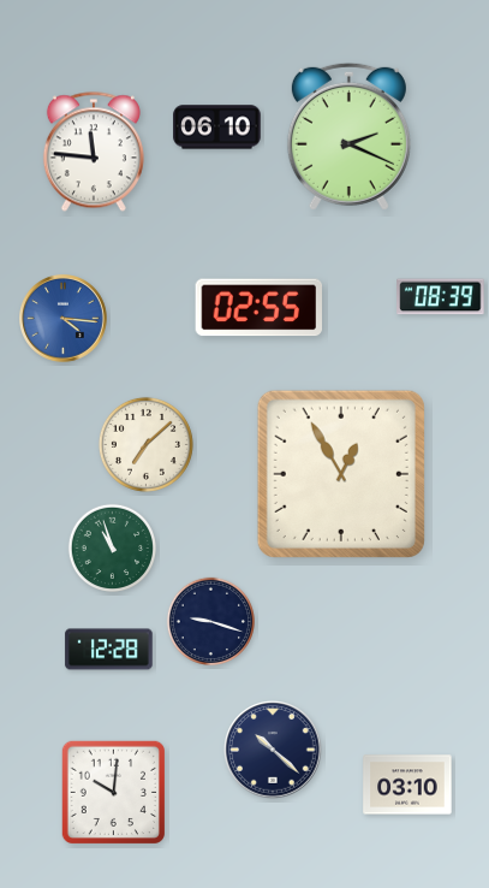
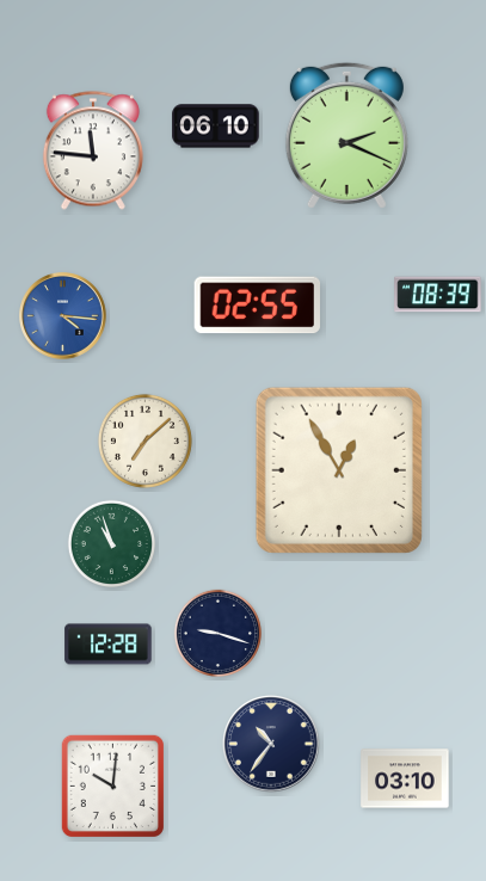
clock at (211, 622) position: (211, 622) -> (219, 634)
clock at (273, 750): 10:22 -> 10:36
